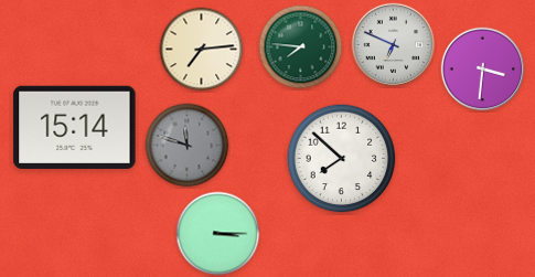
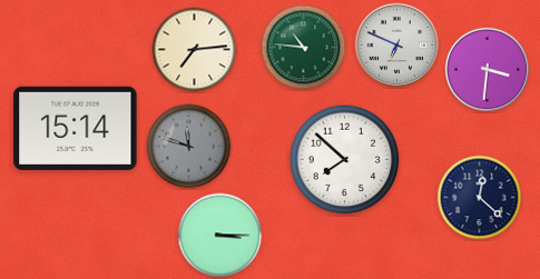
clock at (301, 47): 7:46 -> 10:46
clock at (202, 50) position: (202, 50) -> (195, 50)
clock at (480, 198): none -> 12:22
